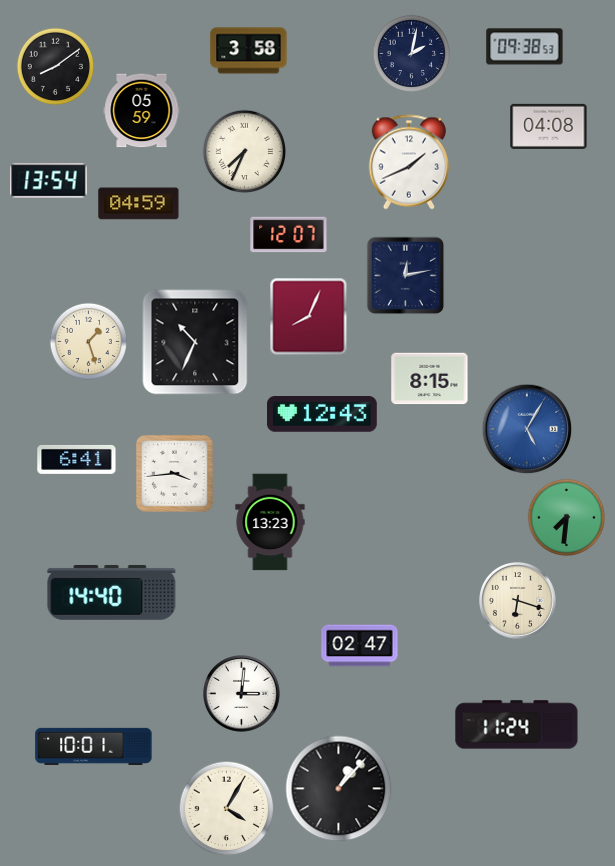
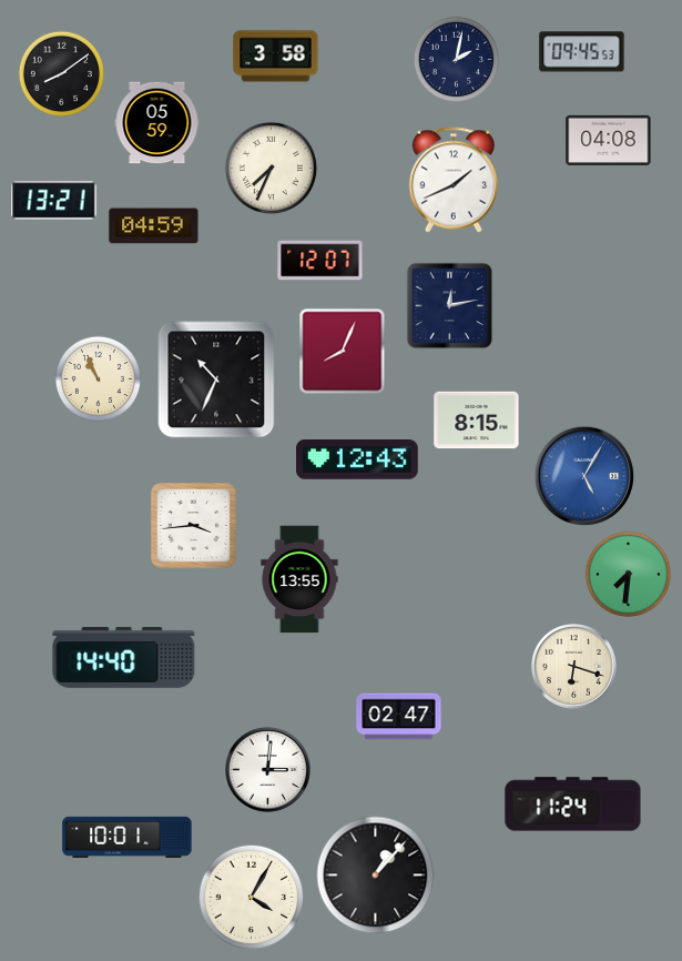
clock at (525, 47): 09:38 -> 09:45
clock at (49, 181): 13:54 -> 13:21
clock at (88, 341): 1:27 -> 10:56
clock at (77, 459): 6:41 -> none
clock at (270, 522): 13:23 -> 13:55
clock at (94, 746) position: (94, 746) -> (128, 837)
